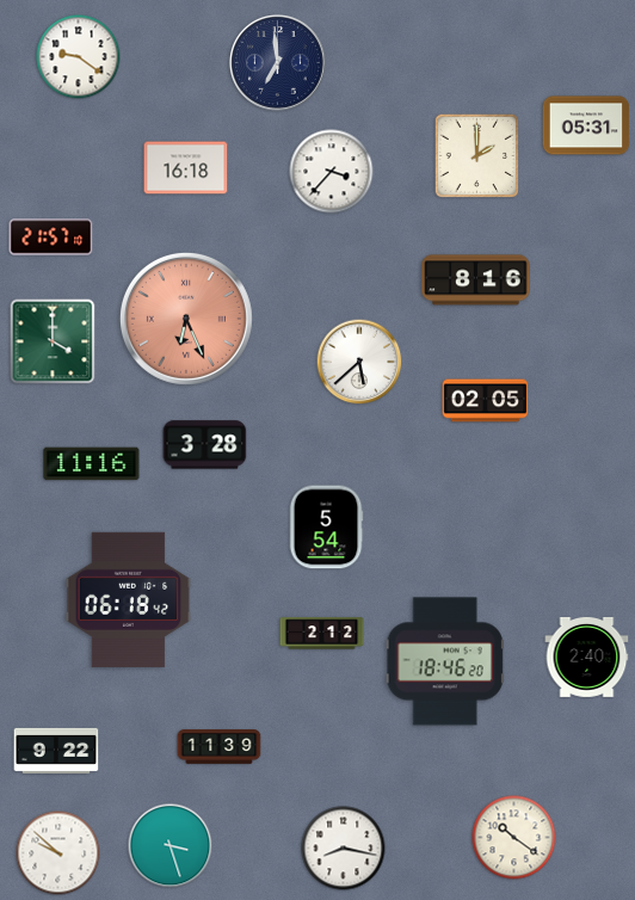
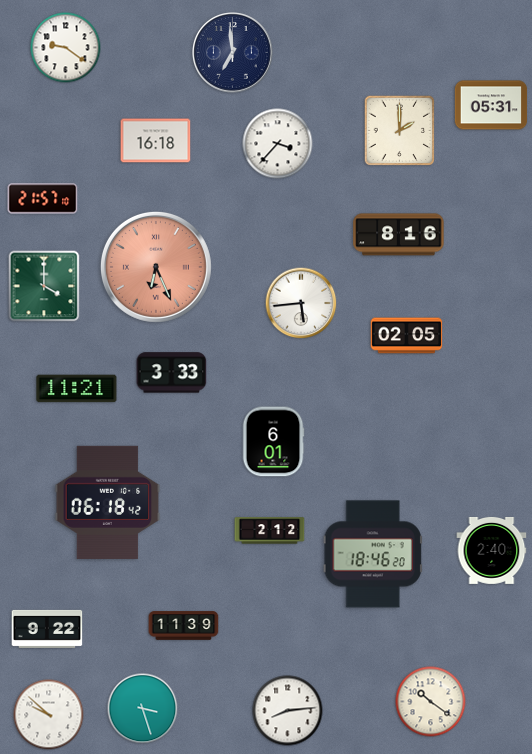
clock at (359, 362): 5:38 -> 5:44
clock at (205, 445): 3:28 -> 3:33
clock at (92, 464): 11:16 -> 11:21
clock at (326, 528): 5:54 -> 6:01
clock at (344, 849): 8:17 -> 8:14
